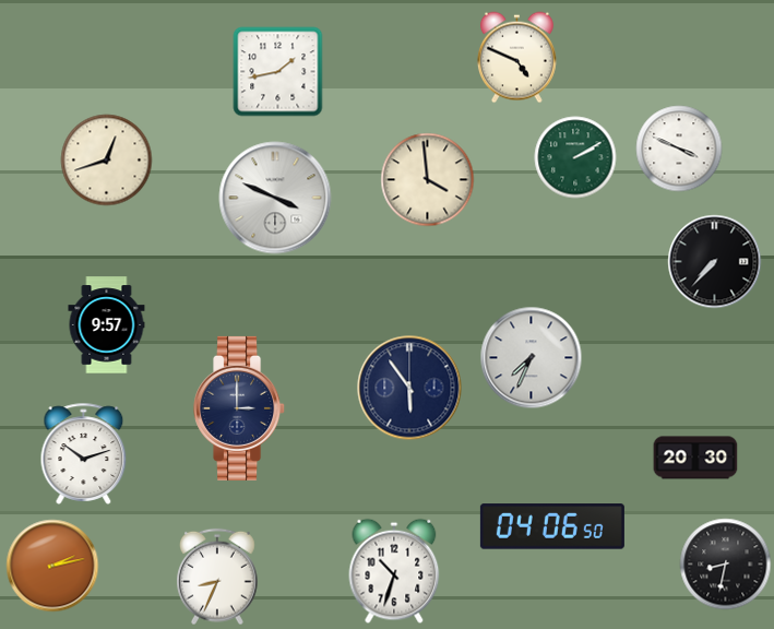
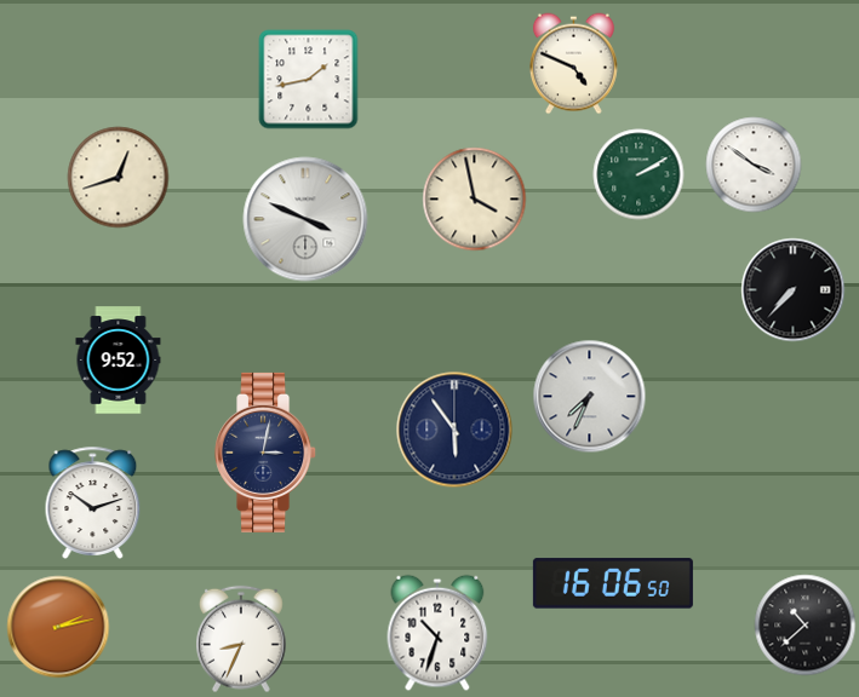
clock at (679, 149): 3:49 -> 3:51
clock at (428, 180): 3:59 -> 3:58
clock at (107, 325): 9:57 -> 9:52
clock at (240, 408): 3:00 -> 3:02
clock at (695, 458): 20:30 -> none
clock at (552, 526): 04:06 -> 16:06
clock at (726, 565): 8:32 -> 10:38
